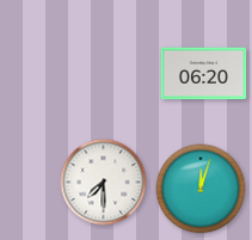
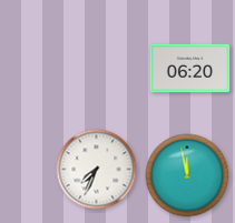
clock at (104, 183): 7:30 -> 7:34
clock at (201, 189): 12:03 -> 11:58
